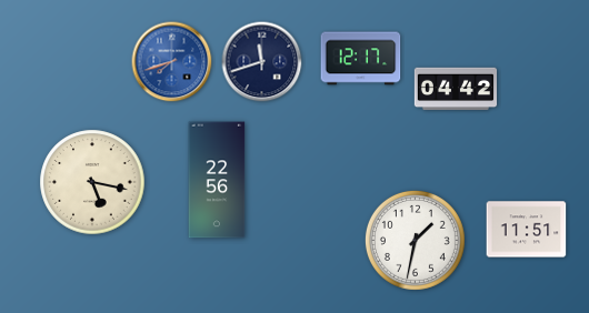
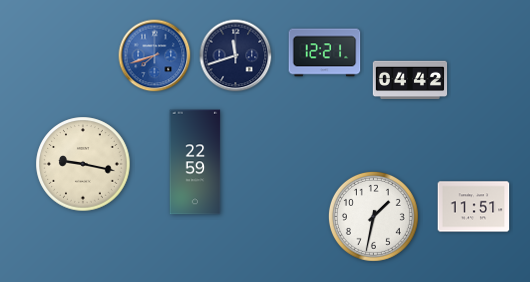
clock at (361, 59): 12:17 -> 12:21
clock at (217, 180): 22:56 -> 22:59
clock at (92, 182): 5:17 -> 9:17
